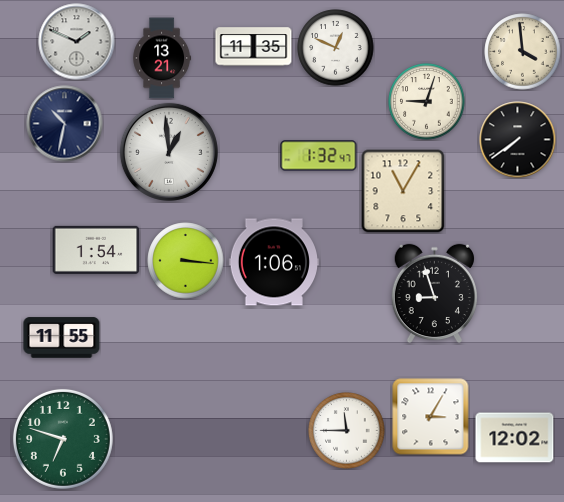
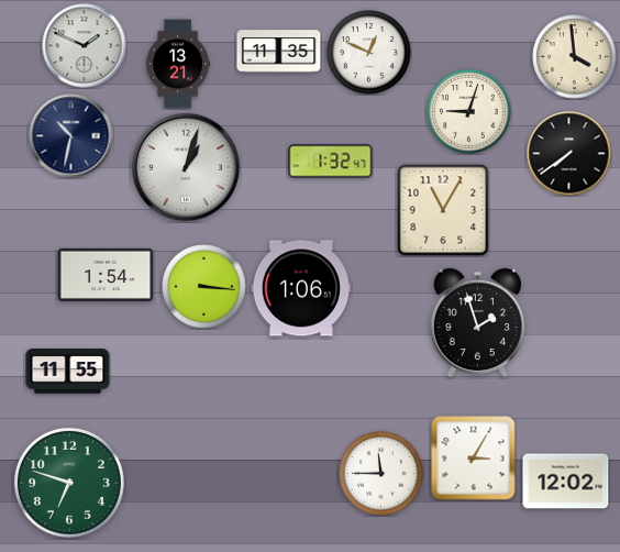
clock at (169, 152): 12:59 -> 1:03
clock at (319, 156) position: (319, 156) -> (331, 162)
clock at (434, 294): 8:57 -> 1:57
